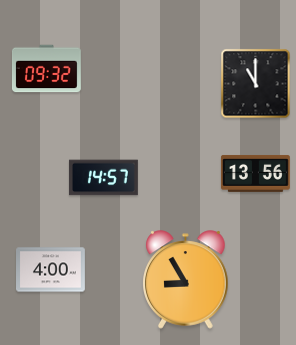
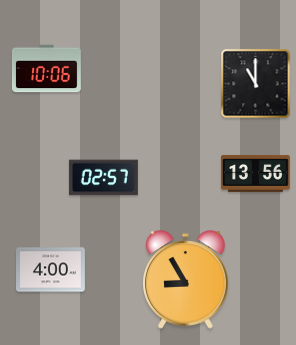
clock at (46, 69): 09:32 -> 10:06
clock at (103, 178): 14:57 -> 02:57
